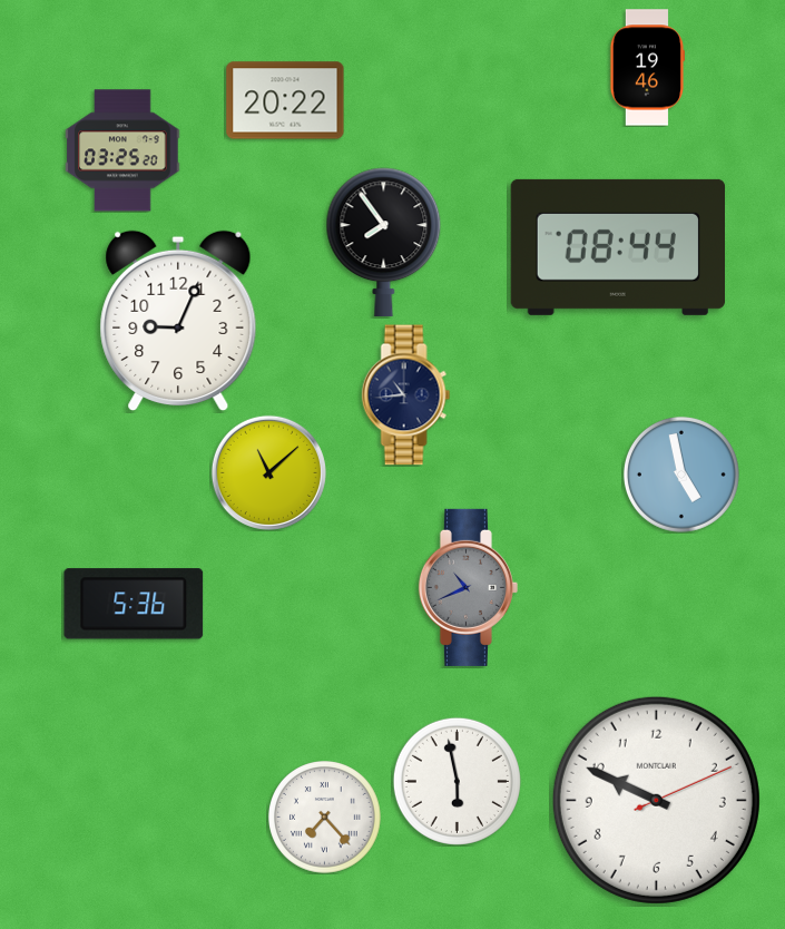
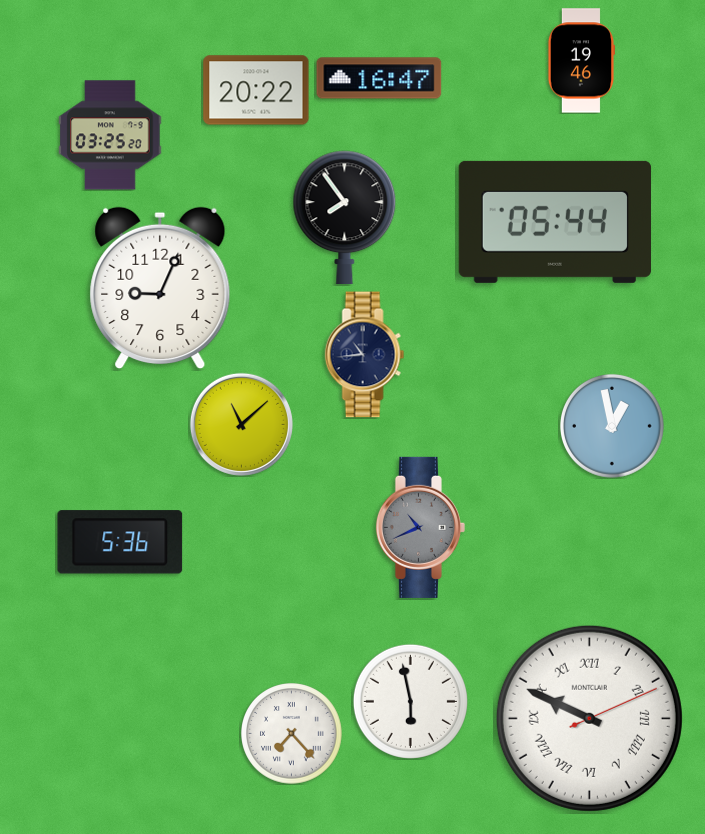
clock at (379, 78): none -> 16:47
clock at (617, 247): 08:44 -> 05:44
clock at (681, 475): 4:58 -> 12:58
clock at (656, 800) numerals: Arabic -> Roman
